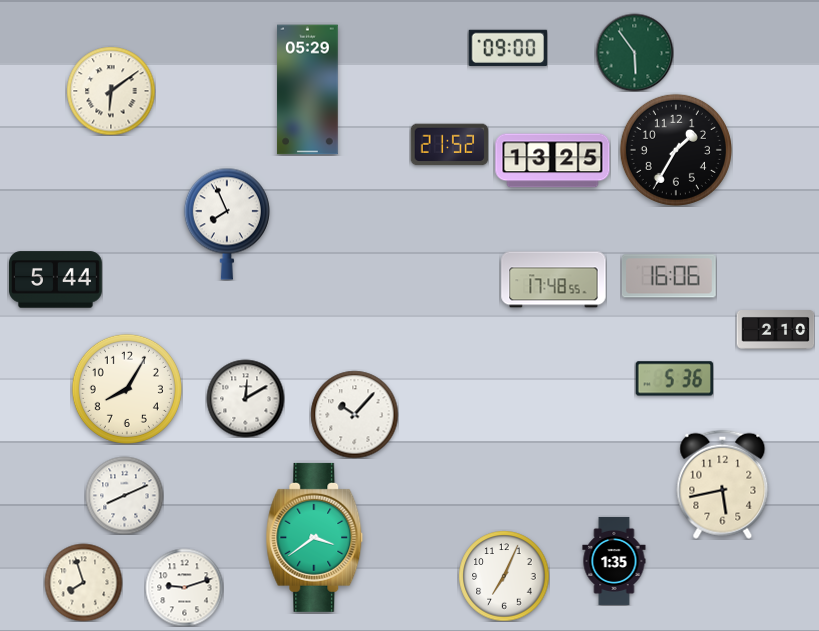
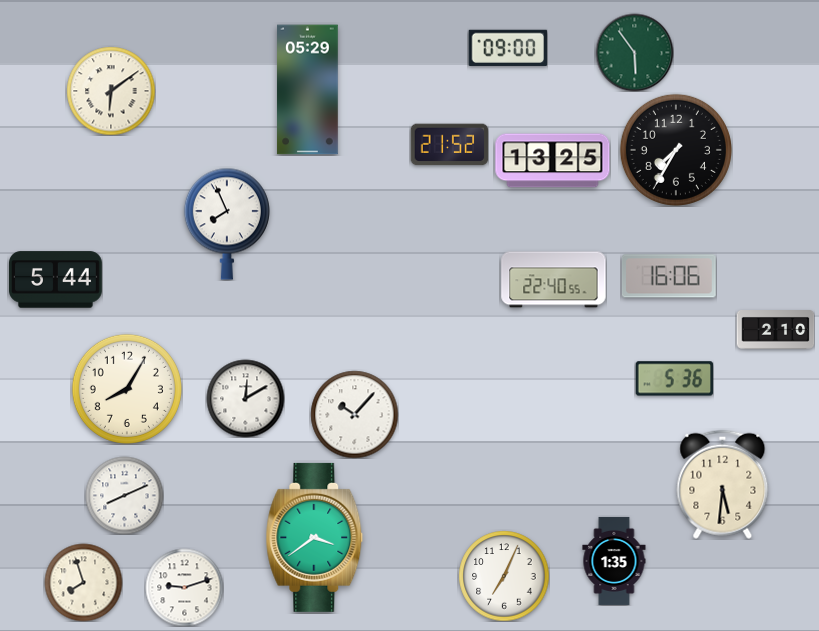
clock at (676, 150): 1:35 -> 7:35
clock at (554, 280): 17:48 -> 22:40
clock at (723, 484): 5:43 -> 5:31
